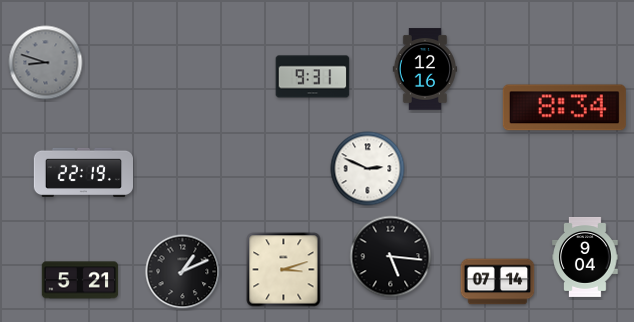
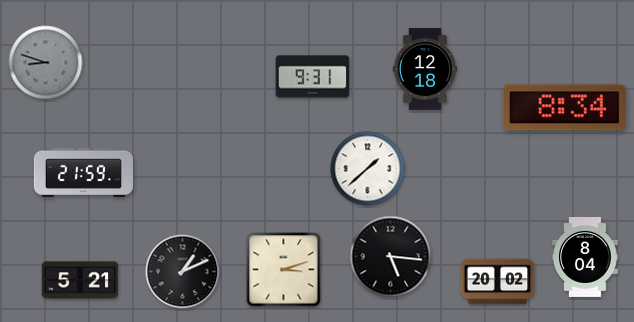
clock at (425, 69): 12:16 -> 12:18
clock at (368, 169): 2:49 -> 1:38
clock at (83, 172): 22:19 -> 21:59
clock at (585, 257): 9:04 -> 8:04
clock at (498, 282): 07:14 -> 20:02
